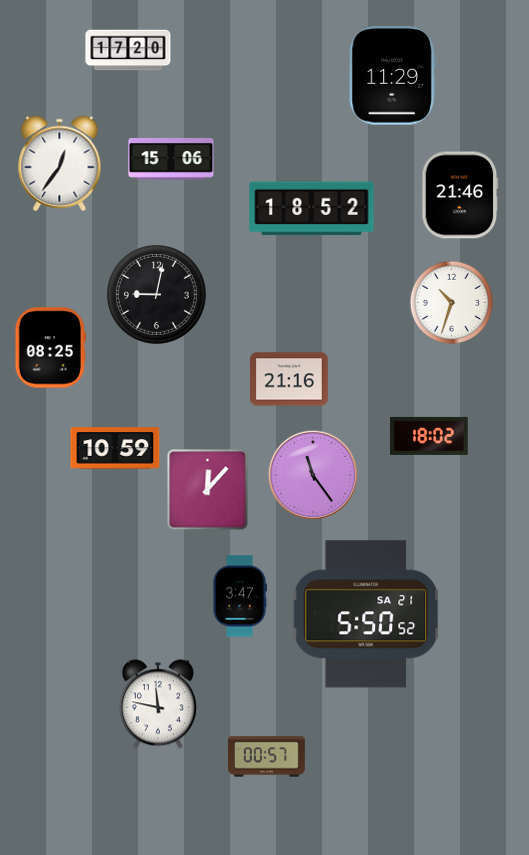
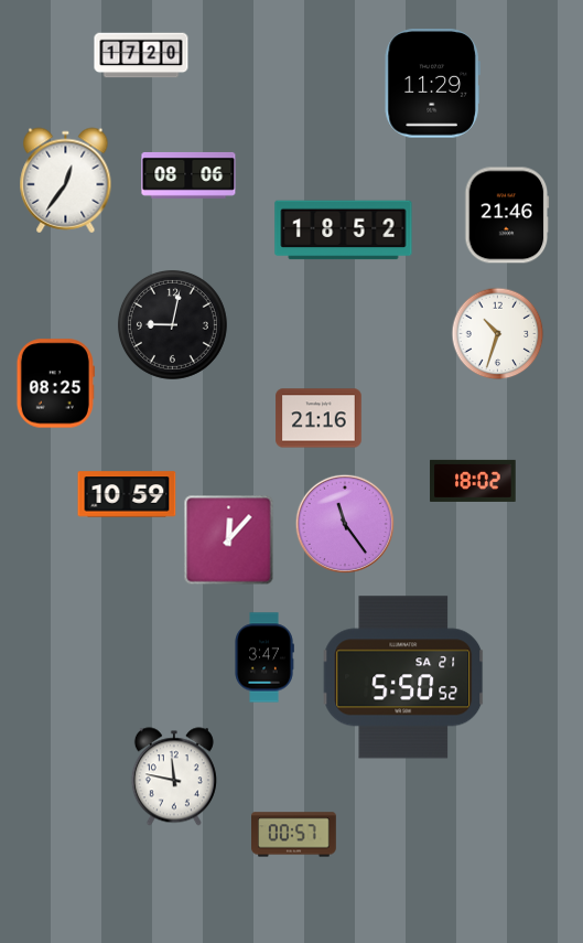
clock at (171, 159): 15:06 -> 08:06
